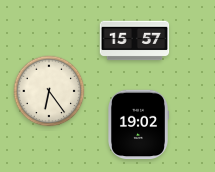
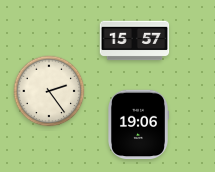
clock at (49, 91): 6:24 -> 2:24
clock at (139, 125): 19:02 -> 19:06
